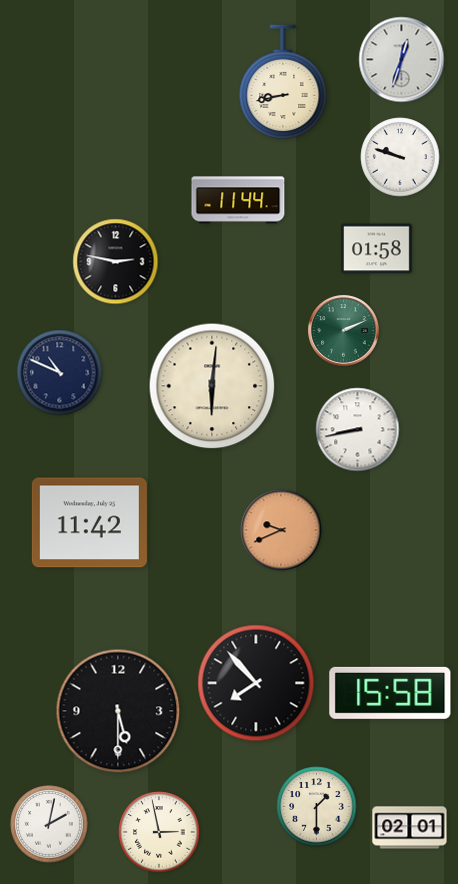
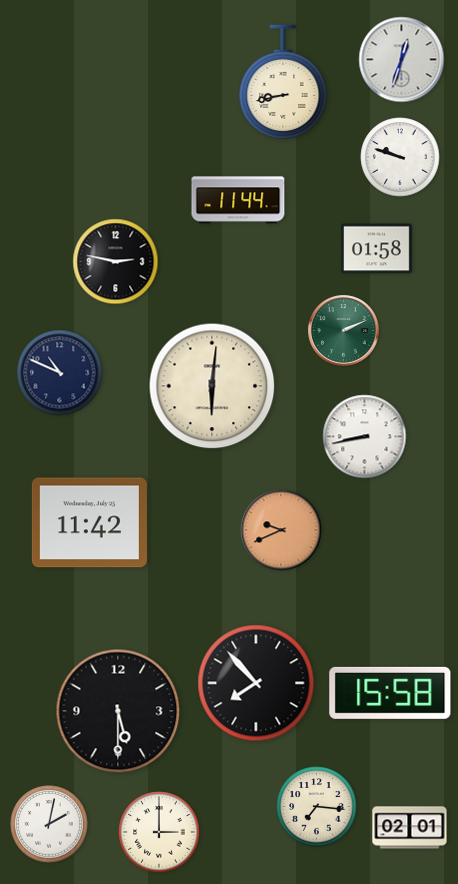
clock at (358, 430) position: (358, 430) -> (365, 437)
clock at (317, 807): 1:30 -> 7:16
clock at (159, 832): 2:58 -> 3:00
